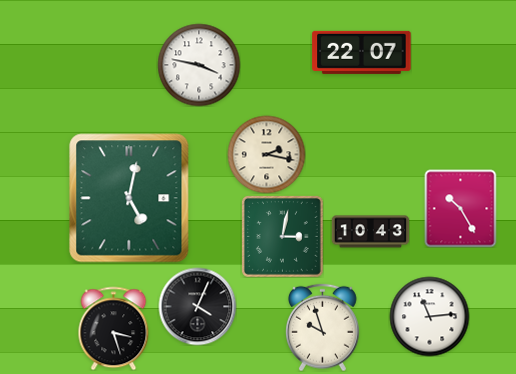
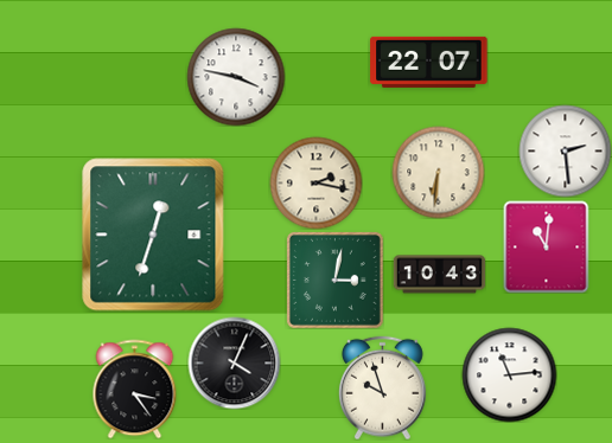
clock at (565, 150): none -> 2:29
clock at (438, 172): none -> 6:31
clock at (129, 198): 5:02 -> 12:33
clock at (461, 208): 10:25 -> 11:01
clock at (114, 328): 3:27 -> 3:24
